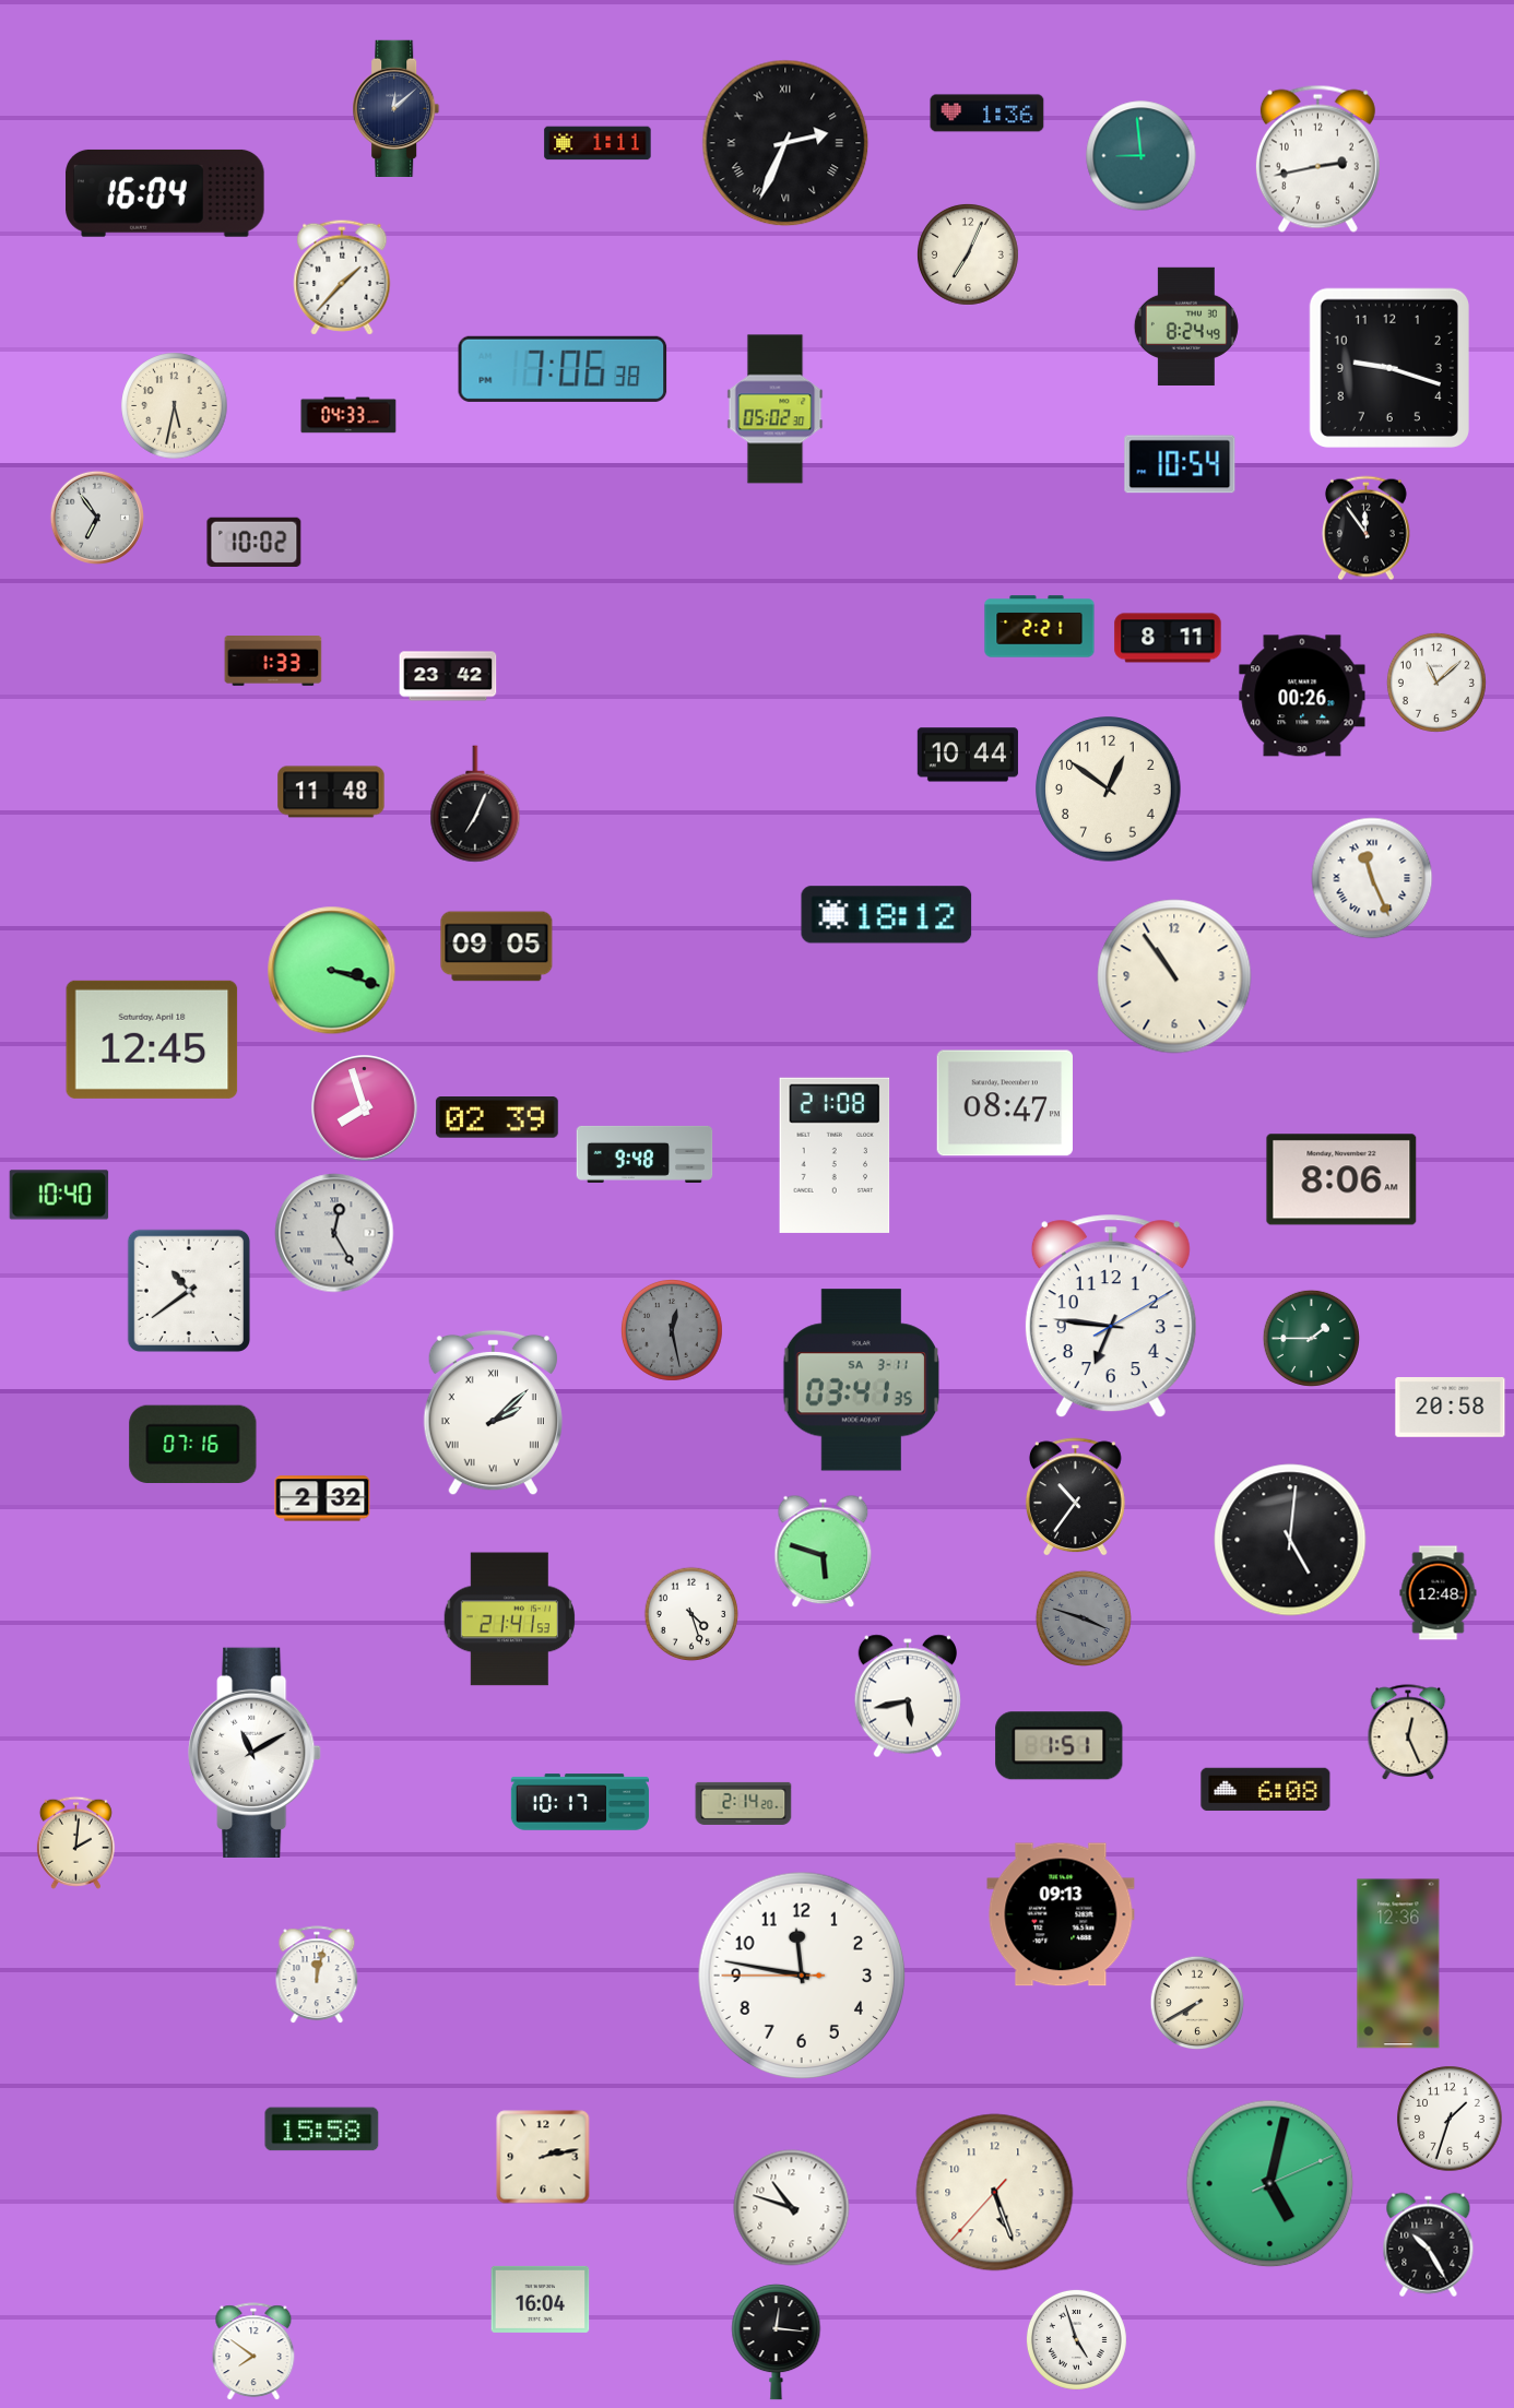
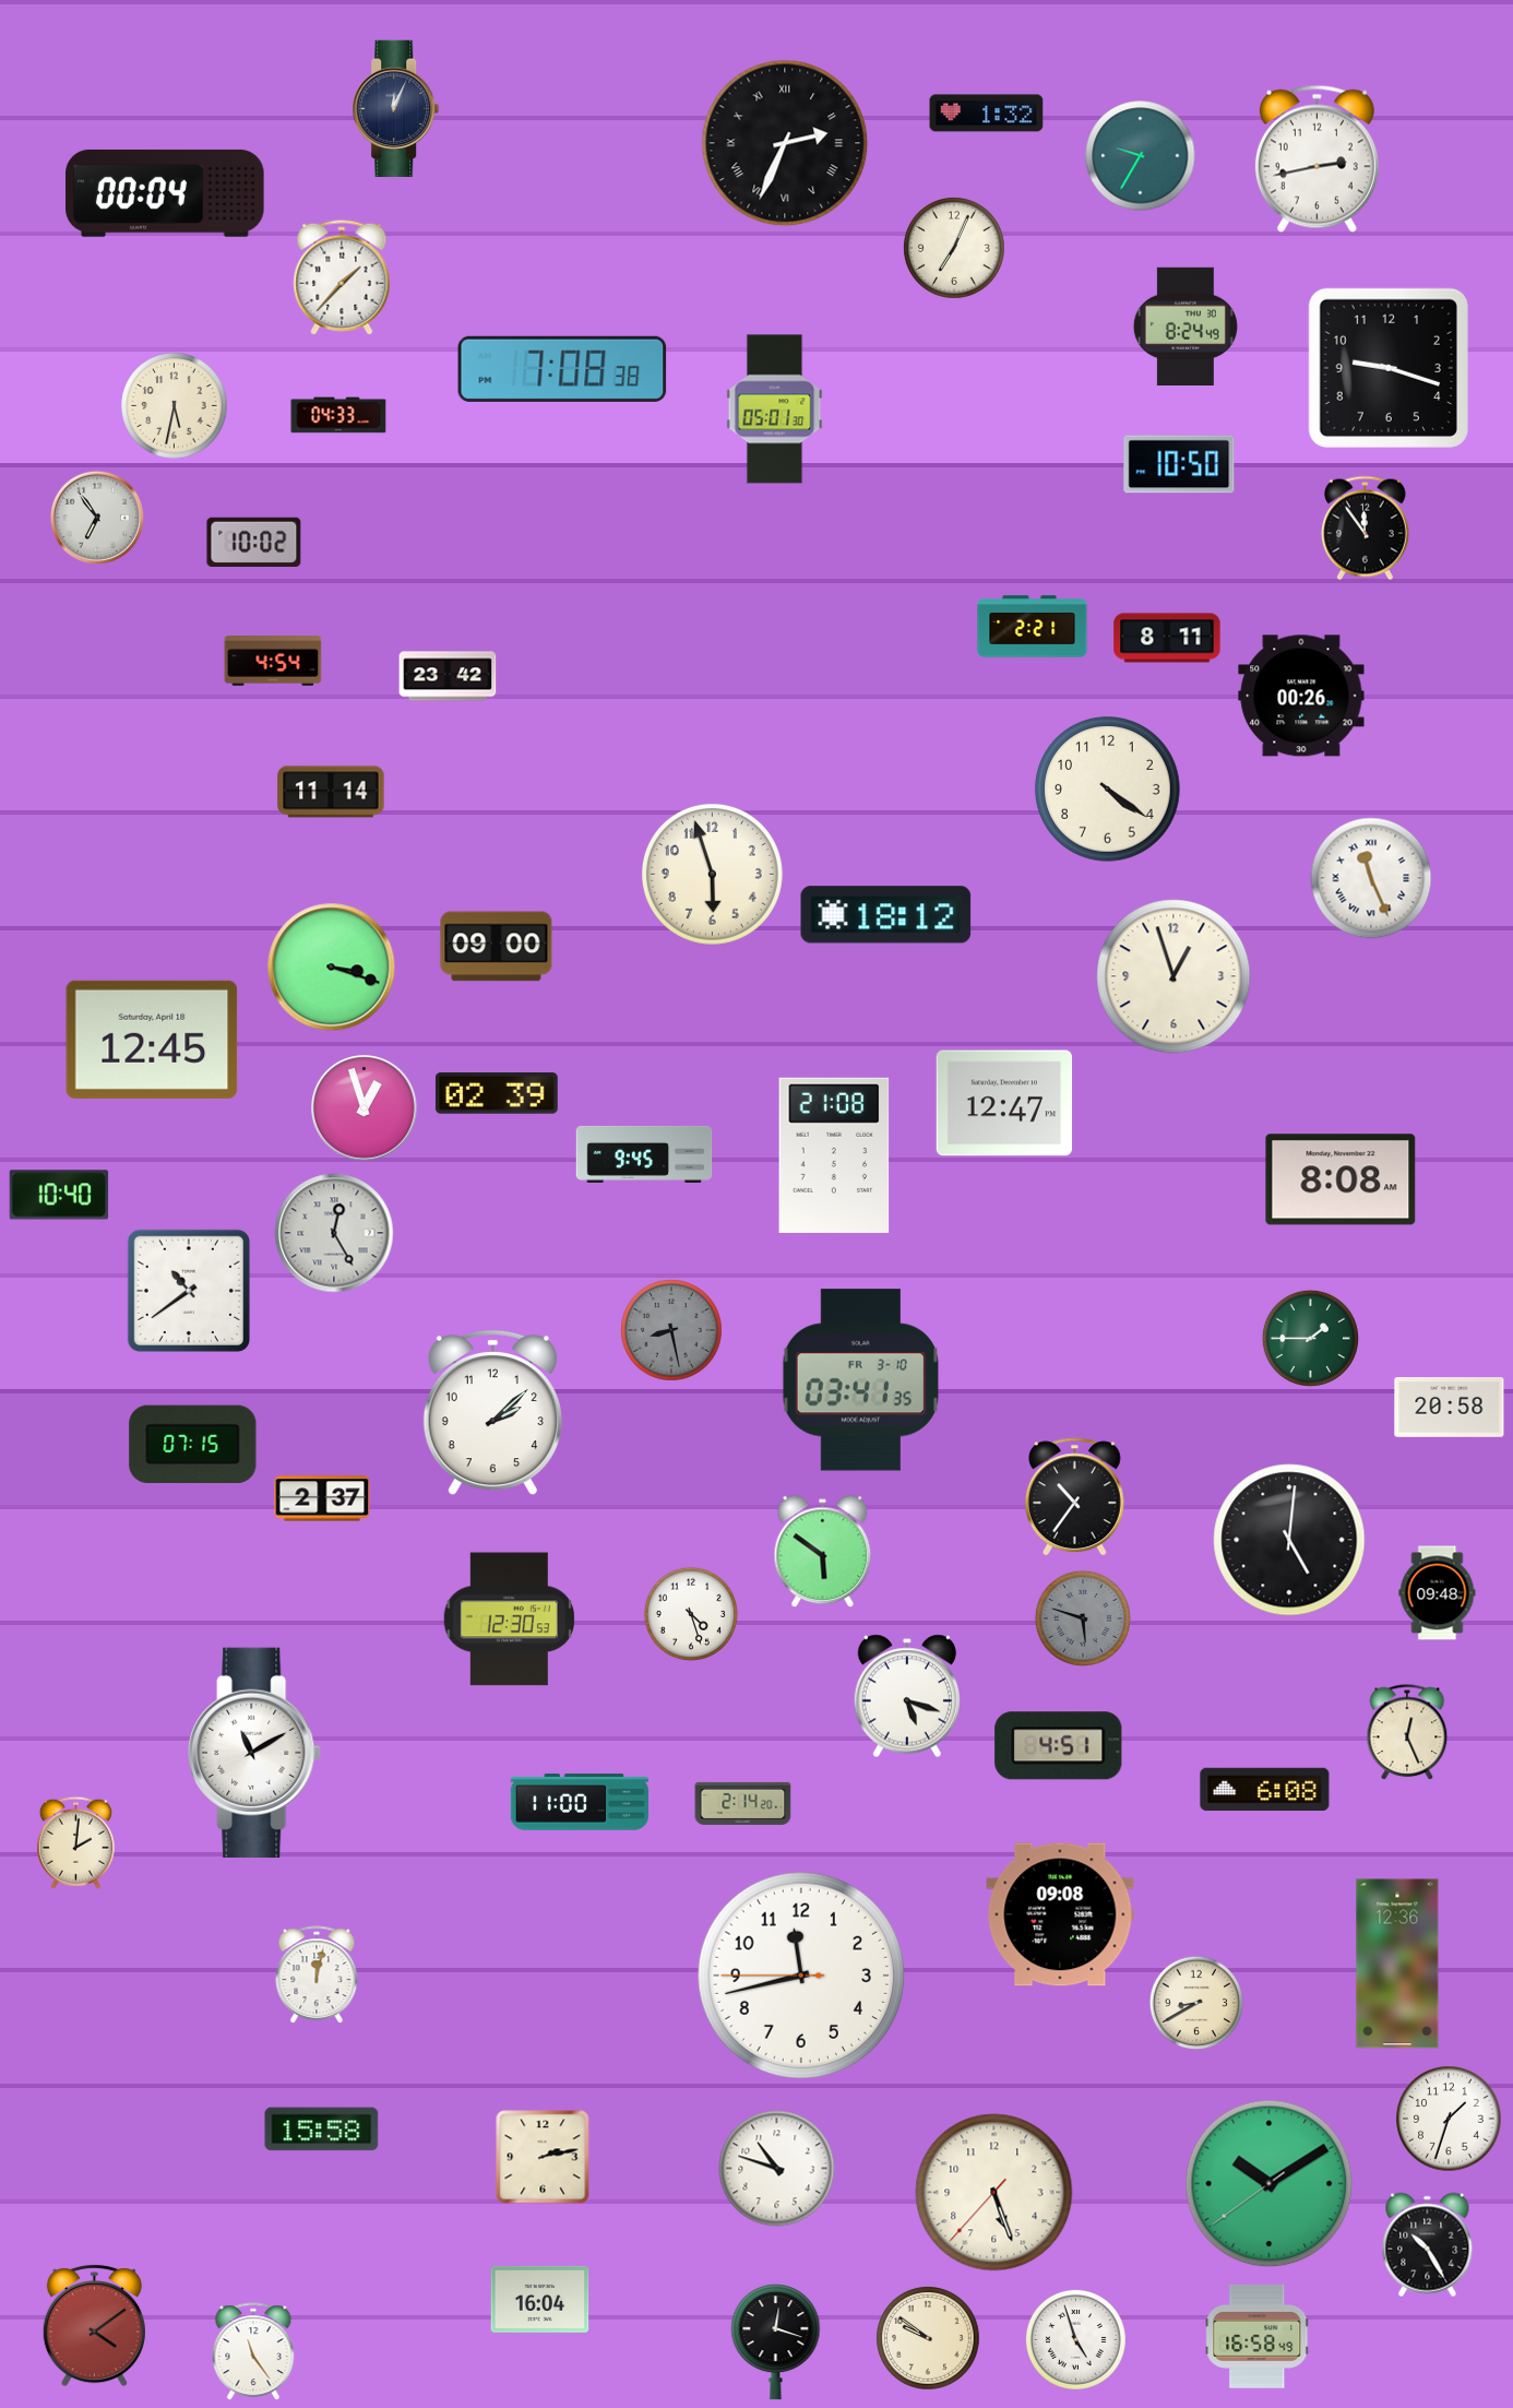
clock at (397, 108): 12:08 -> 12:04
clock at (987, 114): 1:36 -> 1:32
clock at (598, 143): 1:11 -> none
clock at (1142, 156): 8:59 -> 9:35
clock at (165, 193): 16:04 -> 00:04
clock at (968, 254) position: (968, 254) -> (954, 248)
clock at (563, 369): 7:06 -> 7:08
clock at (776, 410): 05:02 -> 05:01
clock at (348, 415) position: (348, 415) -> (338, 415)
clock at (1180, 464): 10:54 -> 10:50
clock at (1040, 627) position: (1040, 627) -> (1033, 627)
clock at (273, 662): 1:33 -> 4:54
clock at (1436, 683): 11:08 -> none
clock at (968, 755): 10:44 -> none
clock at (1109, 790): 12:51 -> 4:21
clock at (331, 792): 11:48 -> 11:14
clock at (475, 804): 7:04 -> none
clock at (712, 874): none -> 5:57
clock at (497, 947): 09:05 -> 09:00
clock at (332, 971) position: (332, 971) -> (332, 968)
clock at (1174, 976): 10:54 -> 12:57
clock at (1005, 1103): 08:47 -> 12:47
clock at (365, 1108): 7:57 -> 12:57
clock at (497, 1118) position: (497, 1118) -> (497, 1094)
clock at (644, 1154): 9:48 -> 9:45
clock at (1341, 1179): 8:06 -> 8:08
clock at (1111, 1316): 6:46 -> none
clock at (672, 1330): 12:28 -> 8:28
clock at (861, 1380) date: SA 3-11 -> FR 3-10
clock at (493, 1413) numerals: Roman -> Arabic
clock at (193, 1444): 07:16 -> 07:15
clock at (322, 1498): 2:32 -> 2:37
clock at (824, 1552): 5:48 -> 5:51
clock at (1439, 1593): 12:48 -> 09:48
clock at (1083, 1617): 3:48 -> 5:48
clock at (509, 1620): 21:41 -> 12:30
clock at (907, 1696): 5:43 -> 5:18
clock at (1060, 1746): 1:51 -> 4:51
clock at (580, 1802): 10:17 -> 11:00
clock at (1061, 1914): 09:13 -> 09:08
clock at (802, 1976): 11:46 -> 11:42
clock at (1197, 2003): 7:40 -> 8:40
clock at (1270, 2184): 5:02 -> 10:09
clock at (792, 2208) position: (792, 2208) -> (777, 2169)
clock at (94, 2326): none -> 4:09
clock at (1258, 2337): none -> 16:58
clock at (929, 2338): none -> 9:51
clock at (777, 2342): 12:16 -> 12:18
clock at (253, 2352): 7:51 -> 11:24
